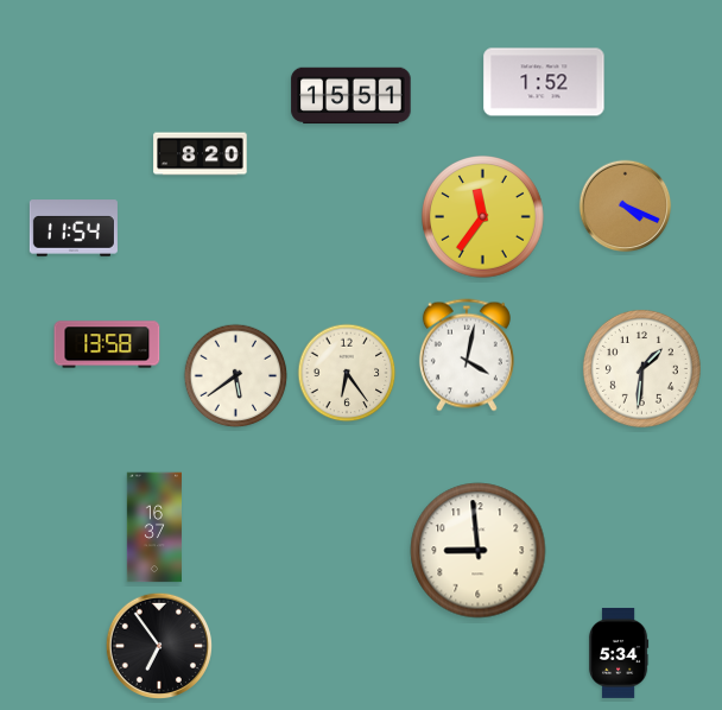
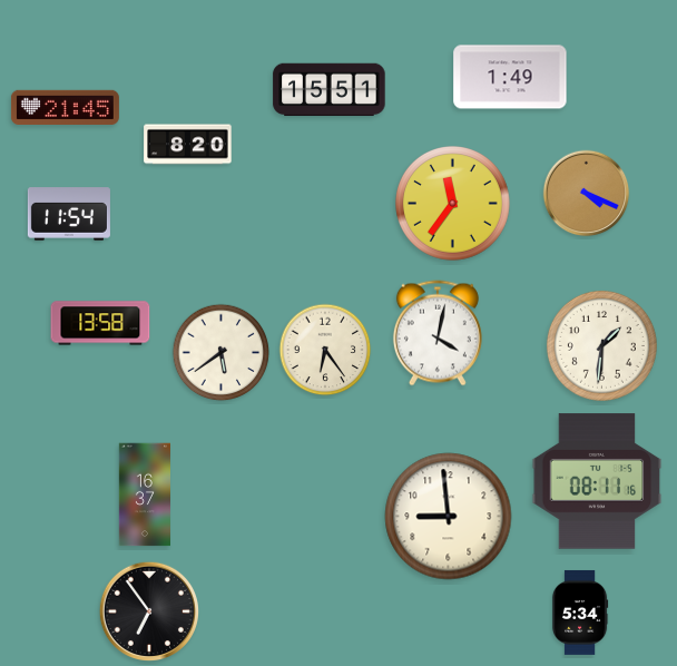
clock at (544, 82): 1:52 -> 1:49
clock at (65, 107): none -> 21:45
clock at (597, 481): none -> 08:11
clock at (158, 645) position: (158, 645) -> (148, 610)
